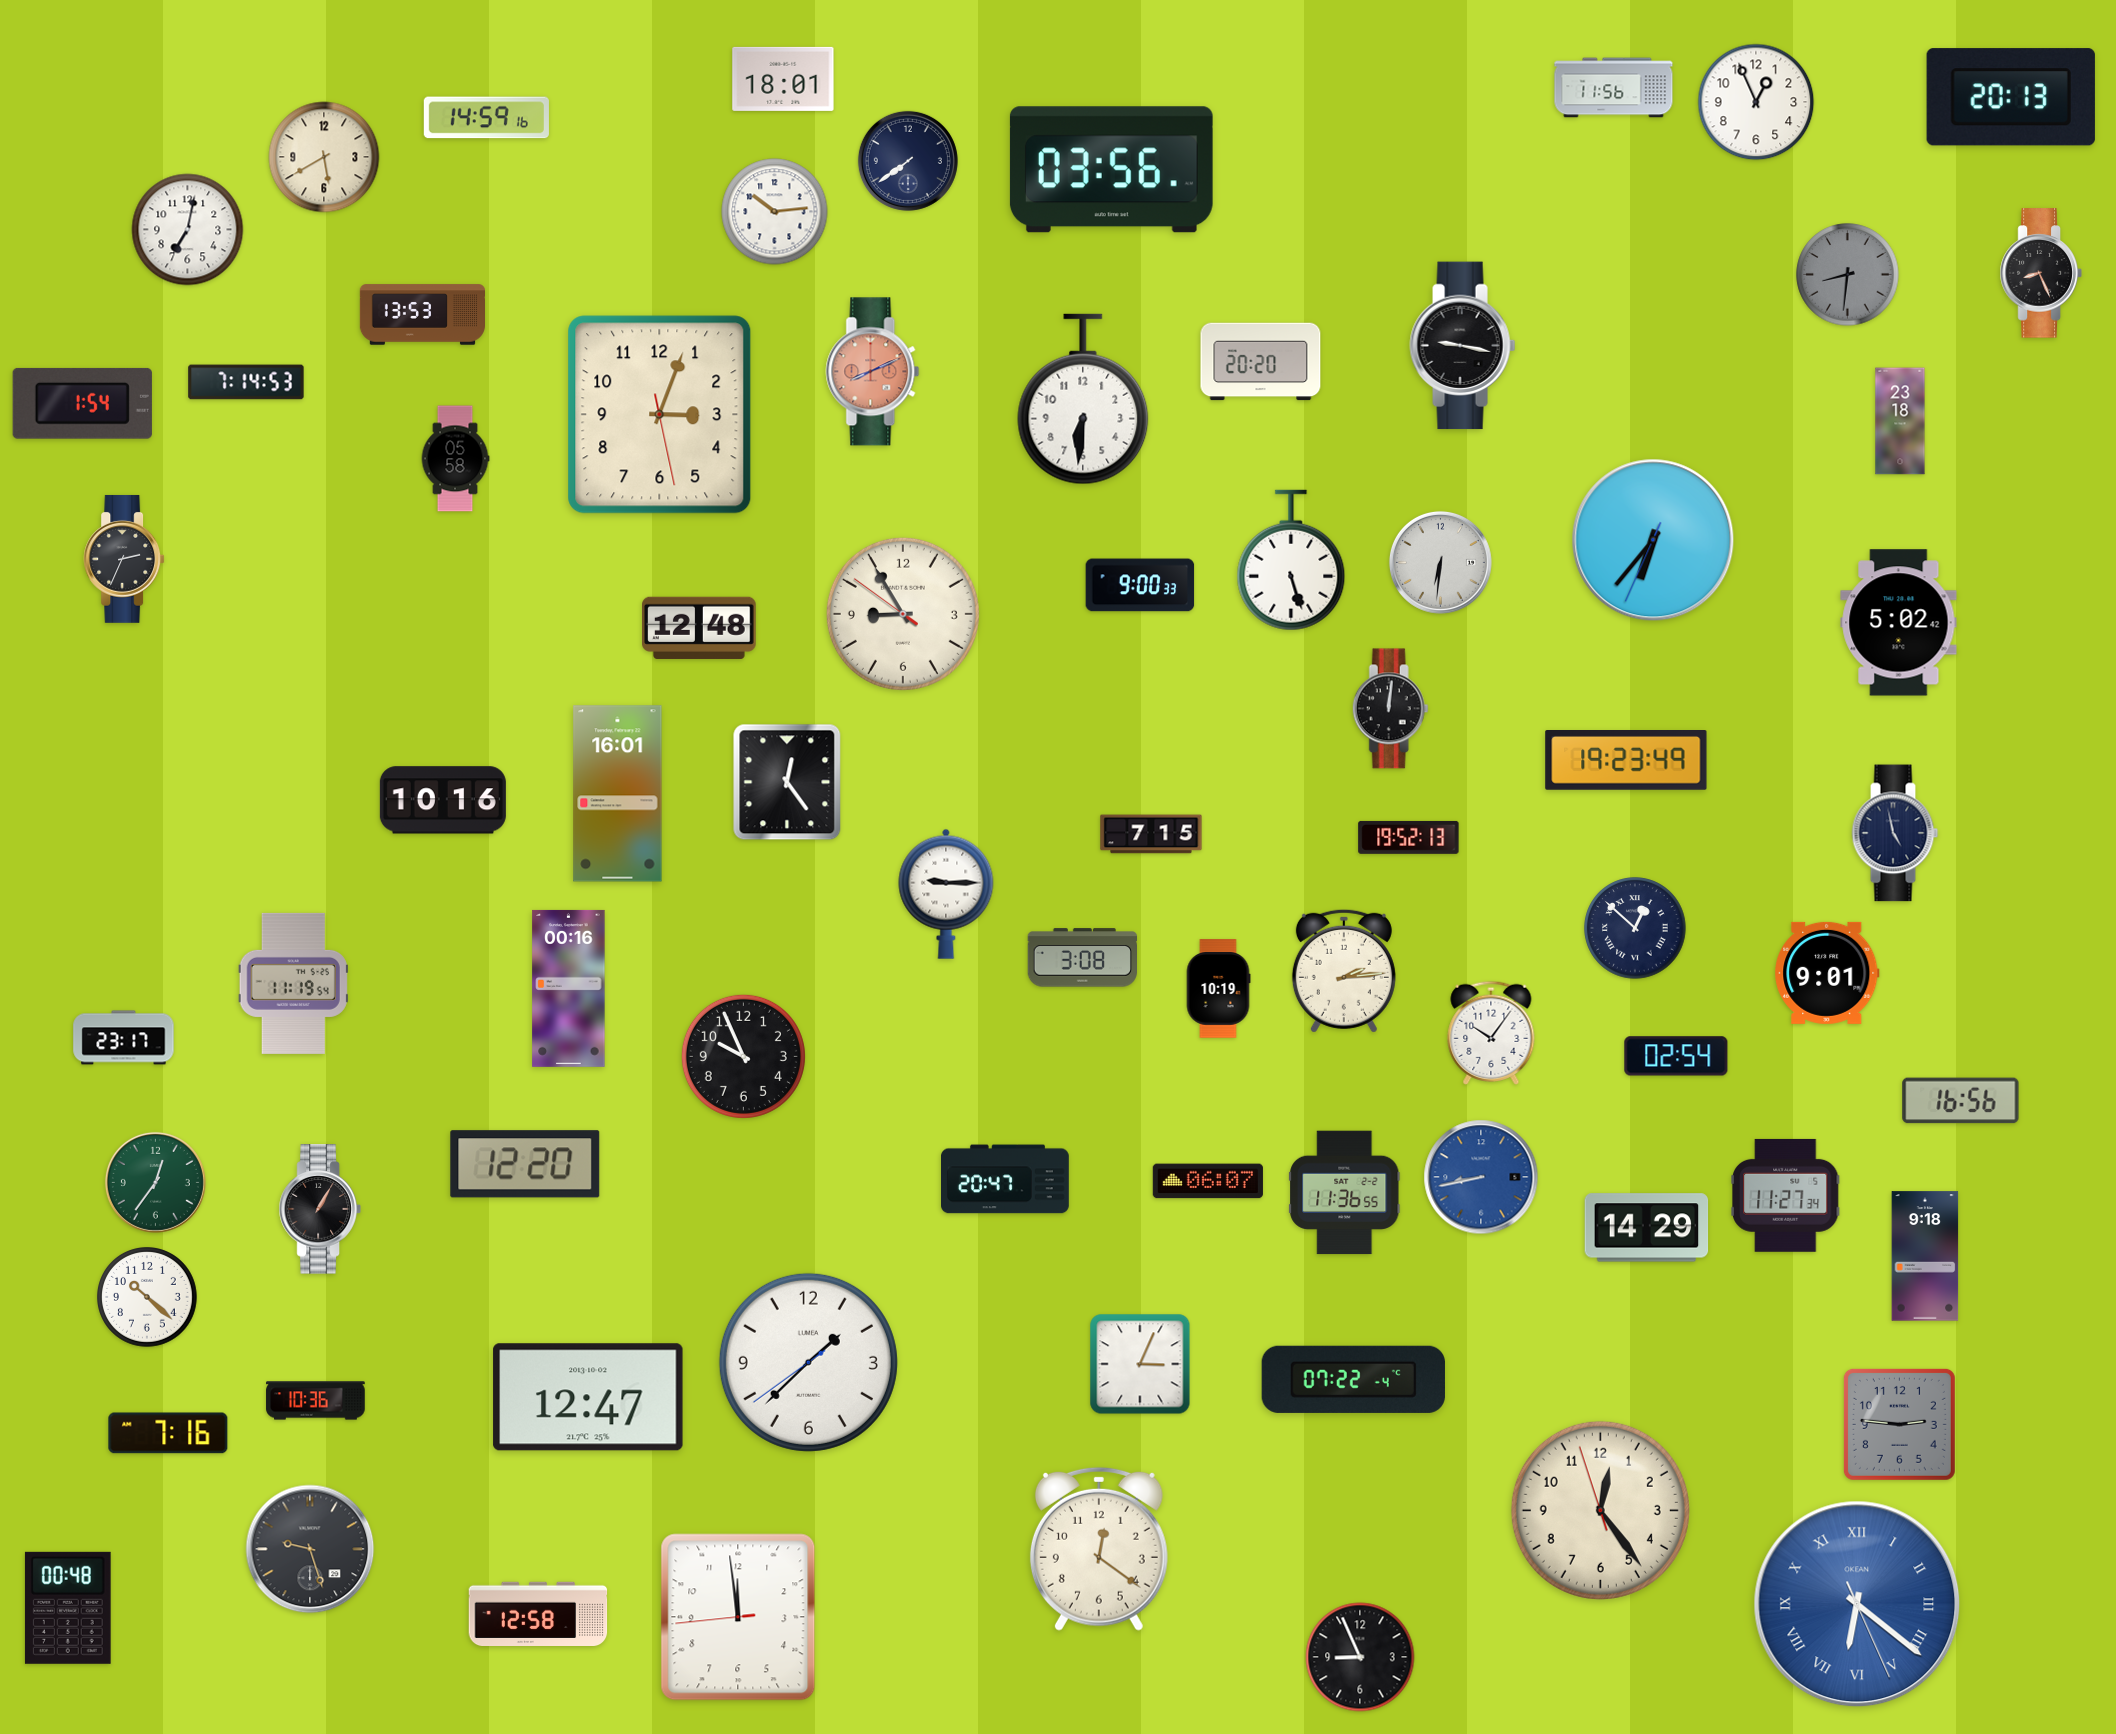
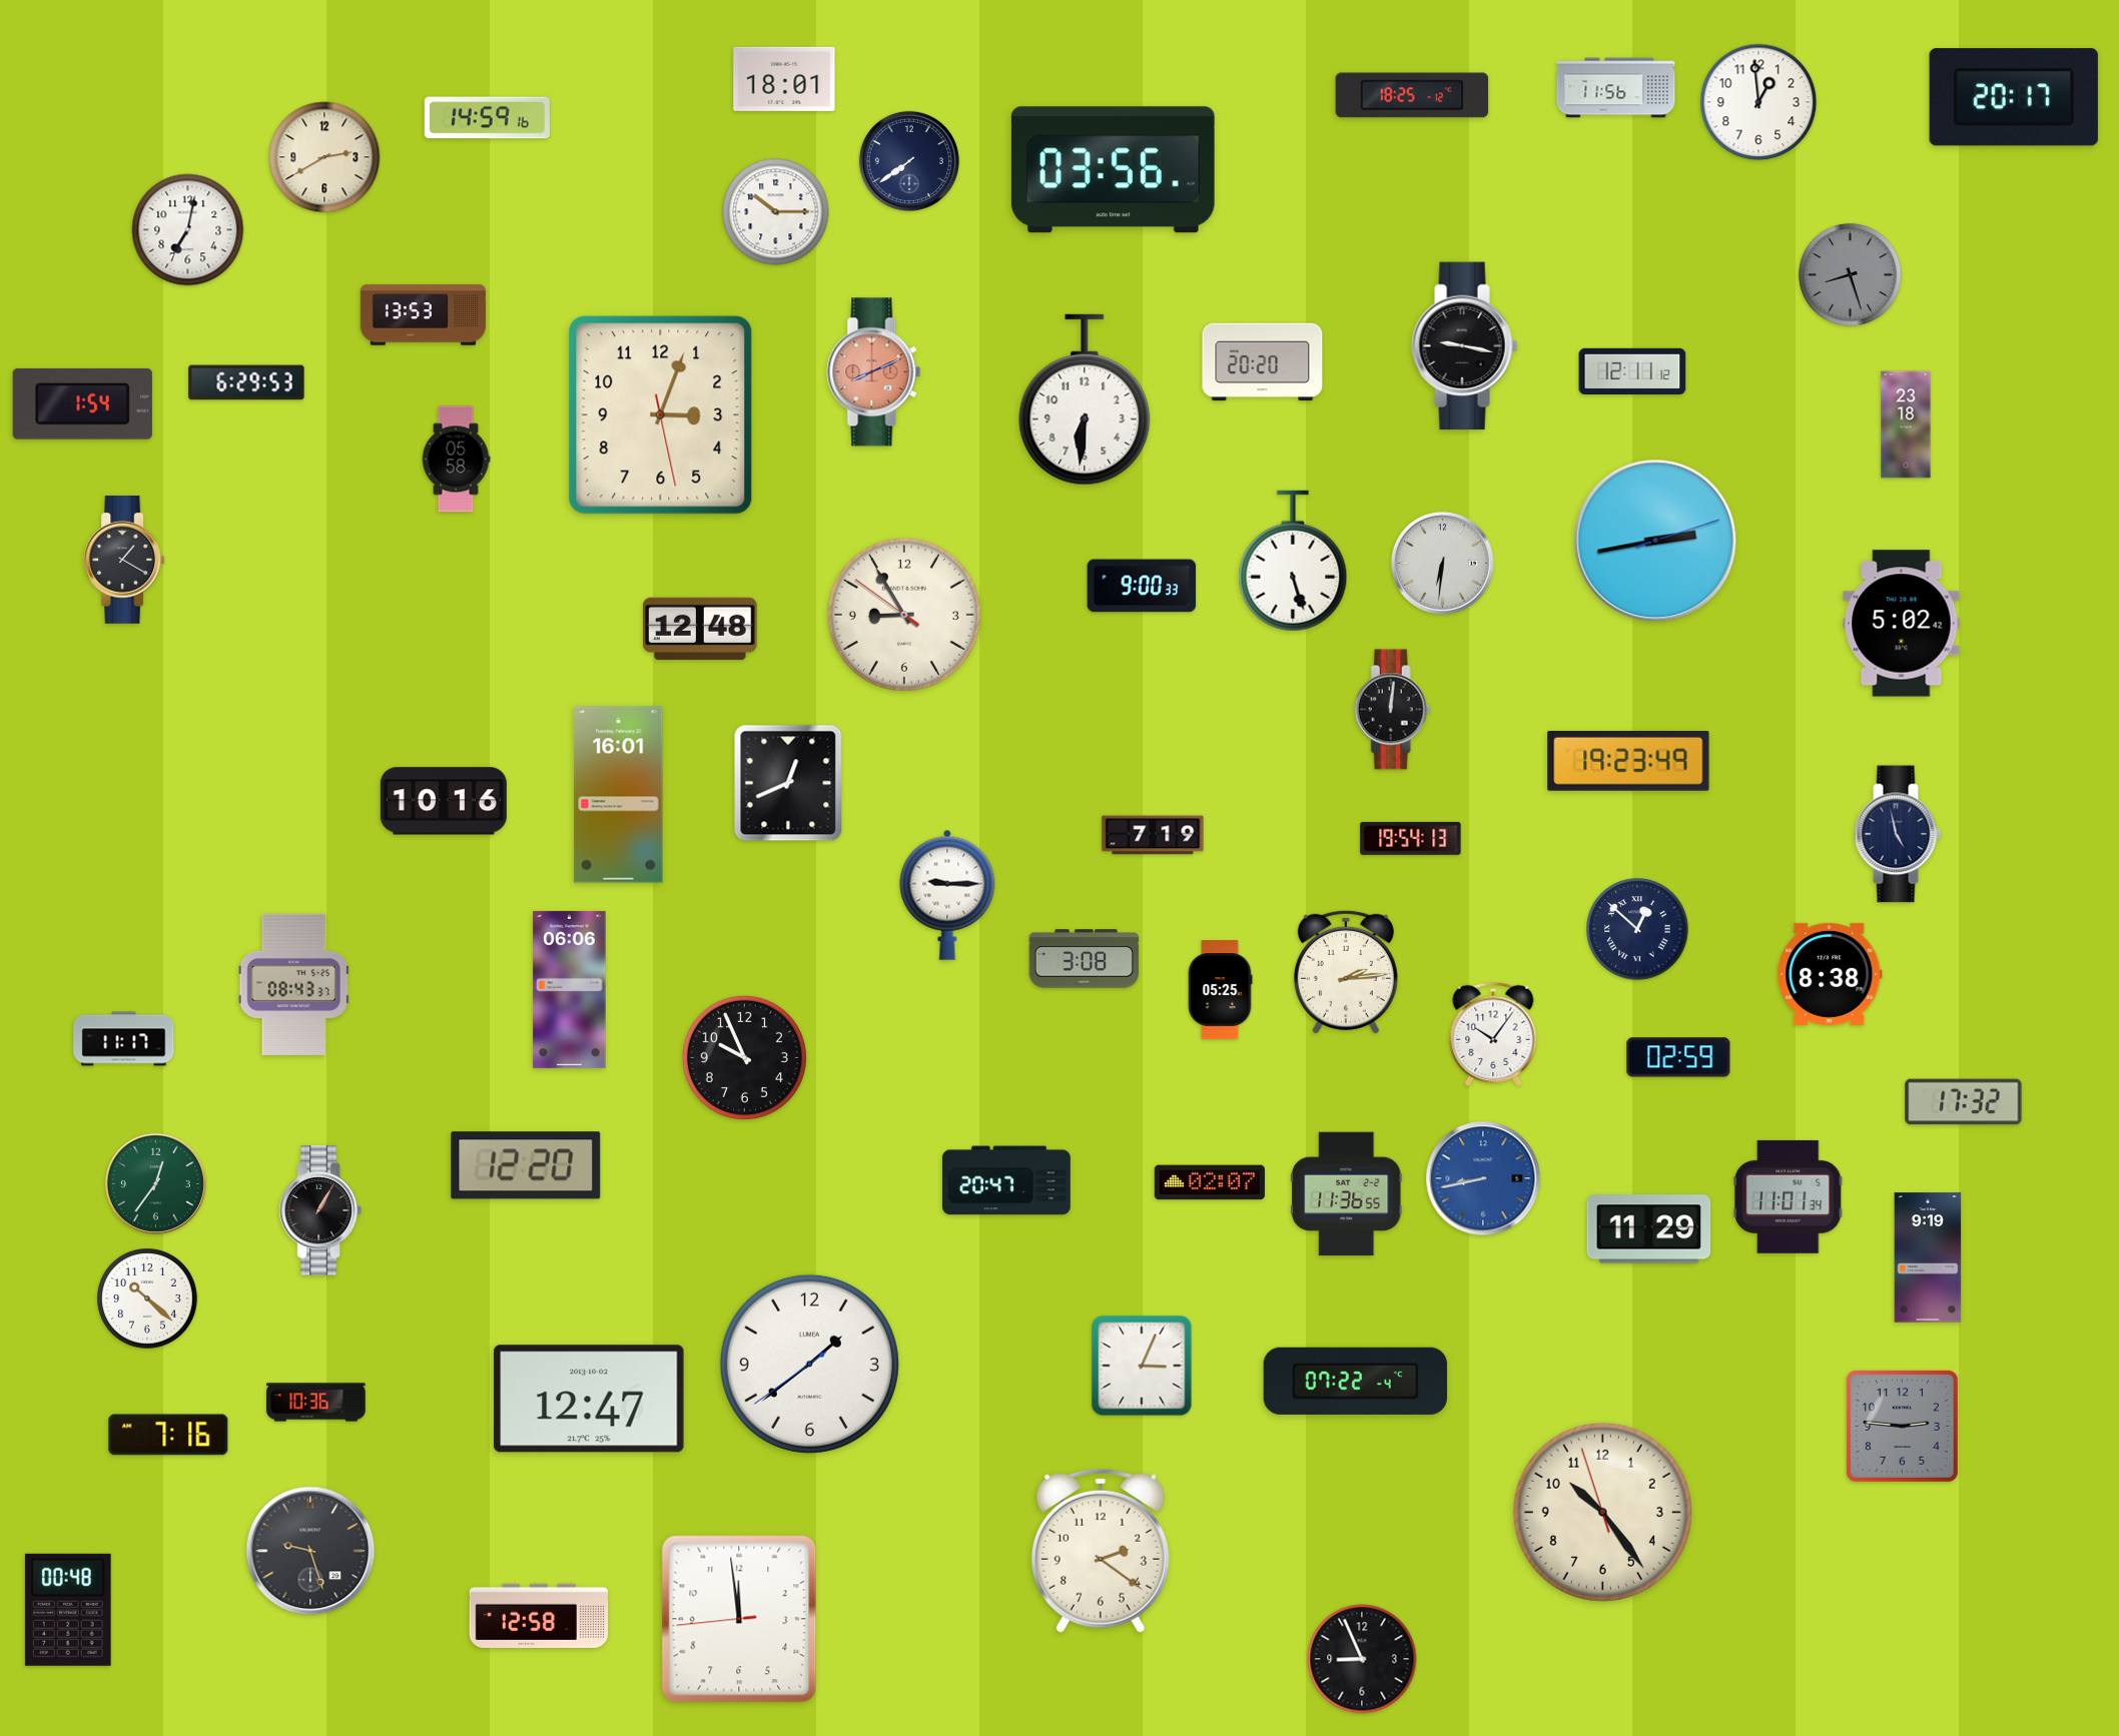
clock at (1412, 95): none -> 18:25
clock at (2011, 97): 20:13 -> 20:17
clock at (1756, 102): 12:56 -> 12:59
clock at (324, 157): 5:40 -> 2:40
clock at (775, 212): 10:14 -> 10:15
clock at (2041, 273): 8:26 -> none
clock at (1848, 275): 8:31 -> 8:27
clock at (1632, 370): none -> 12:11
clock at (246, 382): 7:14 -> 6:29
clock at (1900, 421) position: (1900, 421) -> (1906, 424)
clock at (1653, 540): 6:36 -> 2:43
clock at (124, 559): 2:34 -> 1:20
clock at (787, 782): 12:24 -> 12:41
clock at (1151, 834): 7:15 -> 7:19
clock at (1409, 837): 19:52 -> 19:54
clock at (1827, 973): 9:01 -> 8:38
clock at (293, 983): 11:19 -> 08:43
clock at (569, 988): 00:16 -> 06:06
clock at (1218, 989): 10:19 -> 05:25
clock at (124, 1038): 23:17 -> 11:17
clock at (1676, 1056): 02:54 -> 02:59
clock at (1961, 1101): 16:56 -> 17:32
clock at (1208, 1181): 06:07 -> 02:07
clock at (1786, 1195): 11:27 -> 11:01
clock at (1647, 1228): 14:29 -> 11:29
clock at (1925, 1256): 9:18 -> 9:19
clock at (808, 1362): 1:37 -> 1:38
clock at (1600, 1510): 12:23 -> 10:23
clock at (1099, 1549): 12:21 -> 2:21
clock at (1857, 1604): 6:21 -> none
